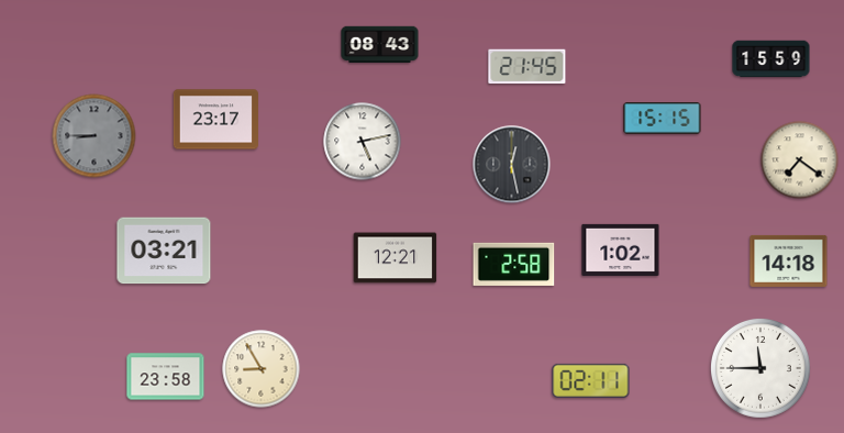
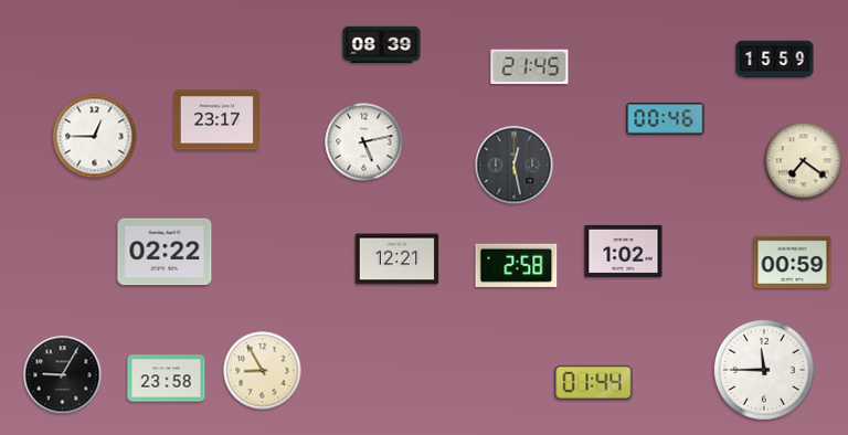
clock at (380, 45): 08:43 -> 08:39
clock at (663, 119): 15:15 -> 00:46
clock at (95, 136): 8:45 -> 12:45
clock at (95, 136) dial: grey -> white
clock at (164, 251): 03:21 -> 02:22
clock at (789, 260): 14:18 -> 00:59
clock at (63, 375): none -> 9:05
clock at (591, 380): 02:11 -> 01:44
